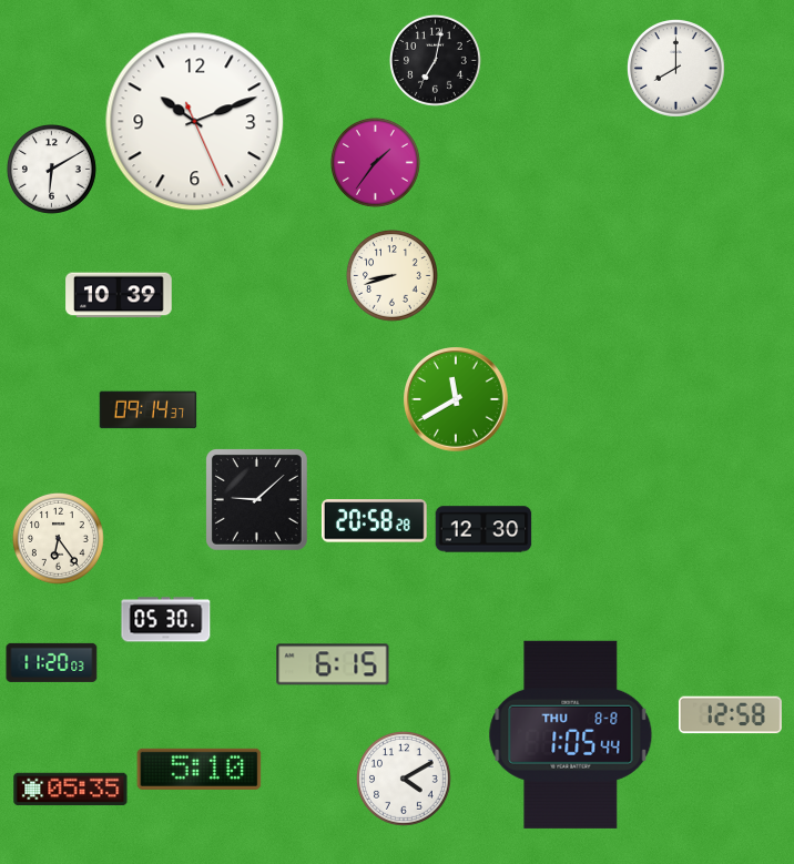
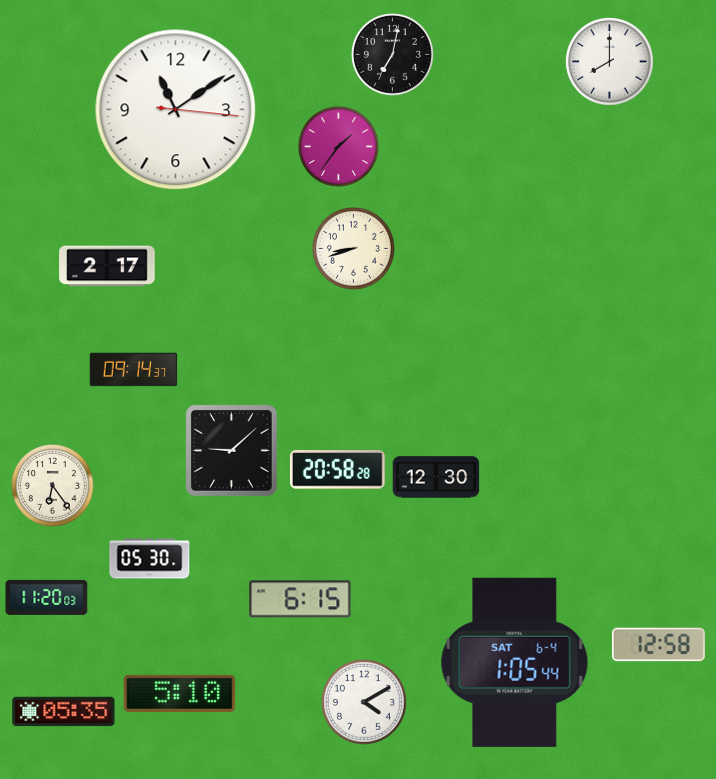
clock at (195, 122): 10:11 -> 11:09
clock at (51, 169): 6:10 -> none
clock at (119, 295): 10:39 -> 2:17
clock at (457, 400): 11:40 -> none
clock at (571, 734) date: THU 8-8 -> SAT 6-4
